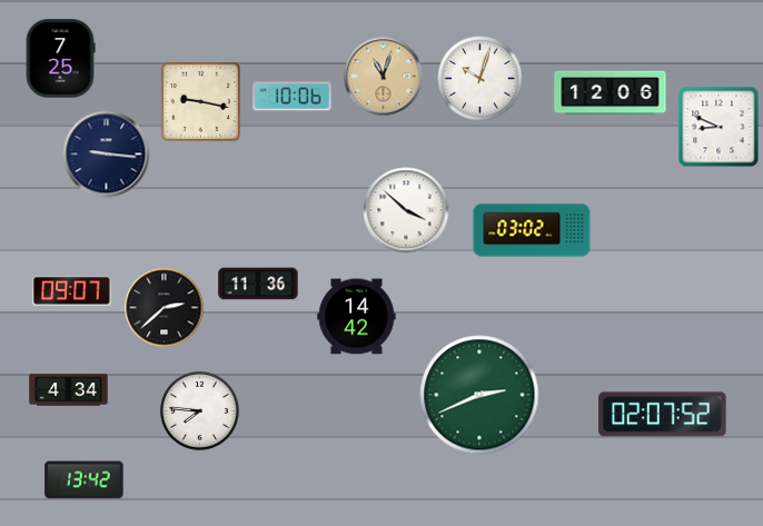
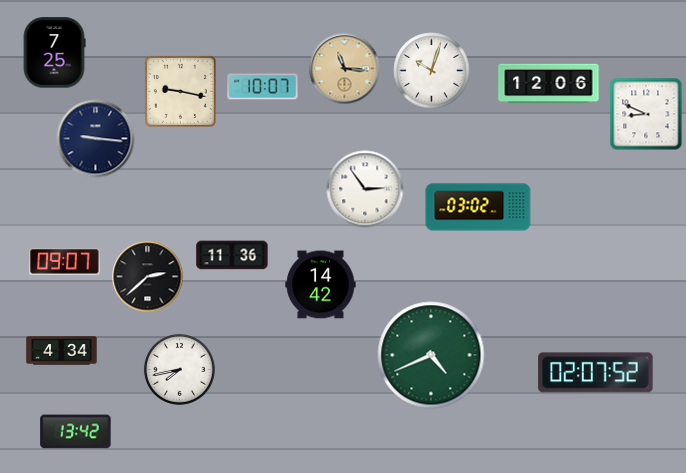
clock at (384, 77): 11:03 -> 11:16
clock at (293, 97): 10:06 -> 10:07
clock at (406, 210): 3:52 -> 2:54
clock at (479, 395): 2:41 -> 4:41
clock at (199, 410): 7:46 -> 7:43
